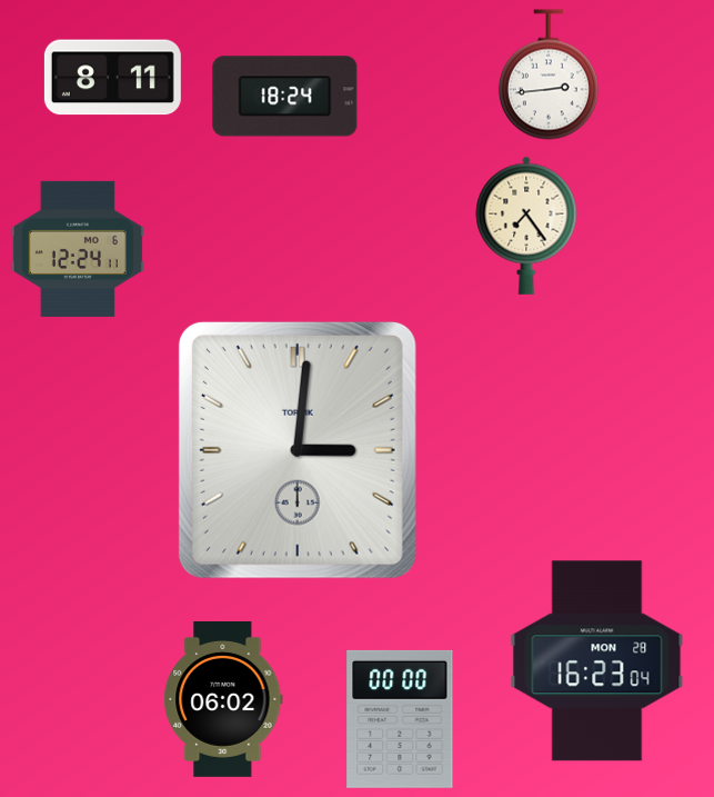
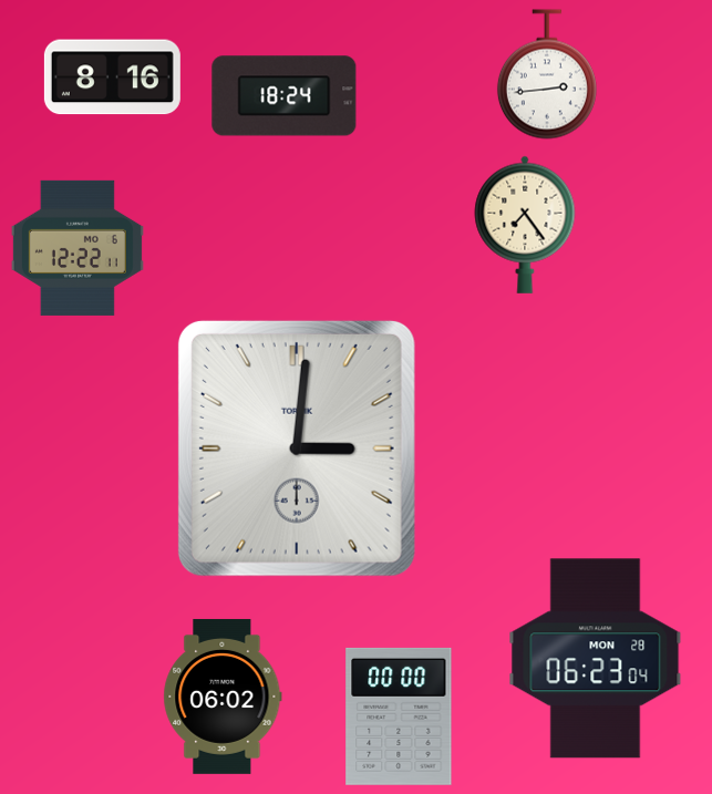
clock at (112, 78): 8:11 -> 8:16
clock at (78, 249): 12:24 -> 12:22
clock at (597, 661): 16:23 -> 06:23
